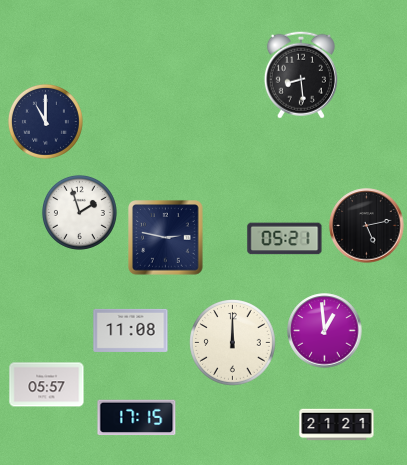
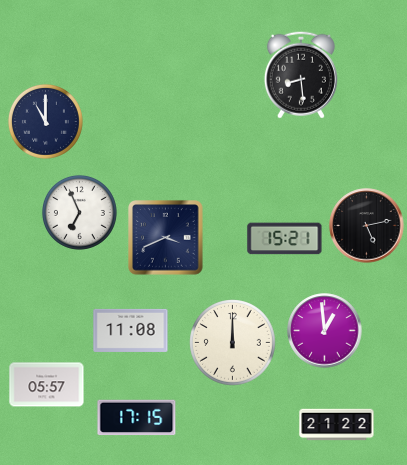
clock at (79, 212): 1:57 -> 6:56
clock at (166, 238): 2:47 -> 3:41
clock at (285, 239): 05:21 -> 15:21
clock at (337, 425): 21:21 -> 21:22
